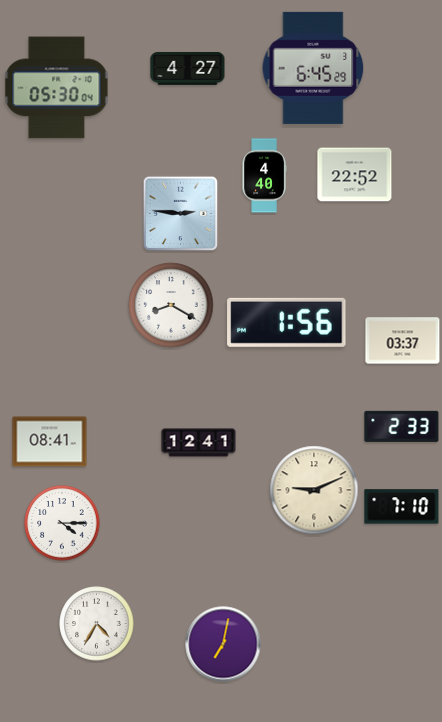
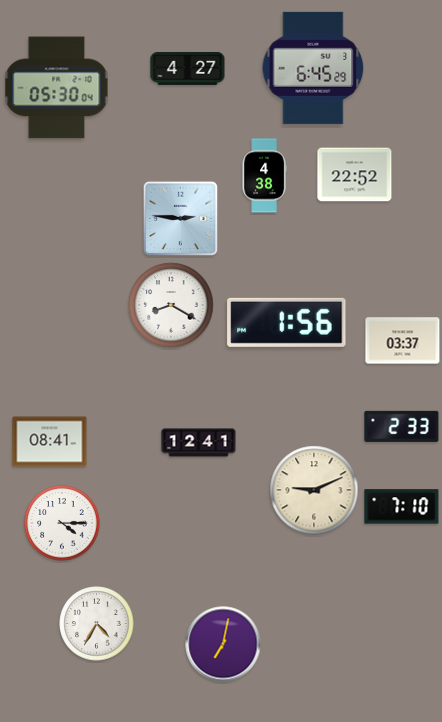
clock at (264, 176): 4:40 -> 4:38
clock at (181, 214) position: (181, 214) -> (181, 219)
